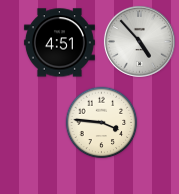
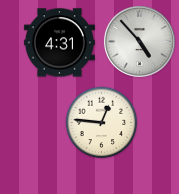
clock at (59, 43): 4:51 -> 4:31
clock at (102, 123): 3:46 -> 12:46
